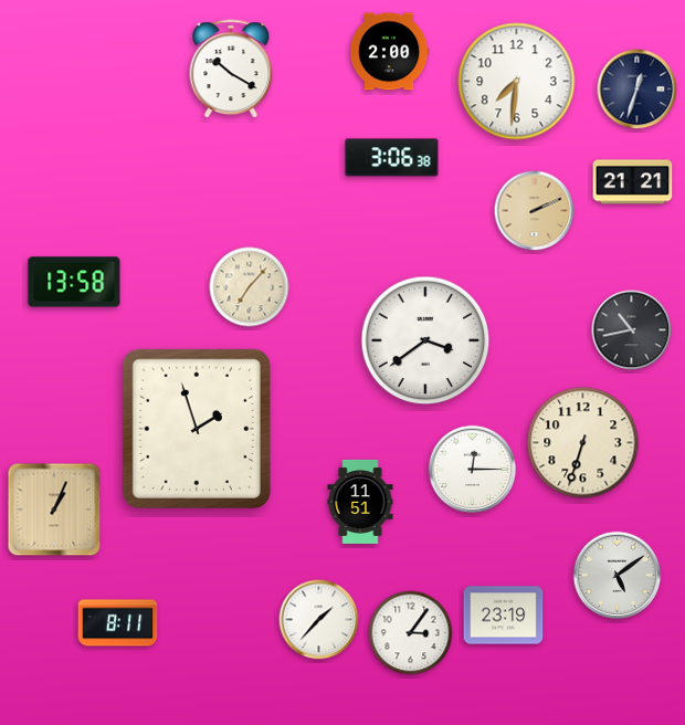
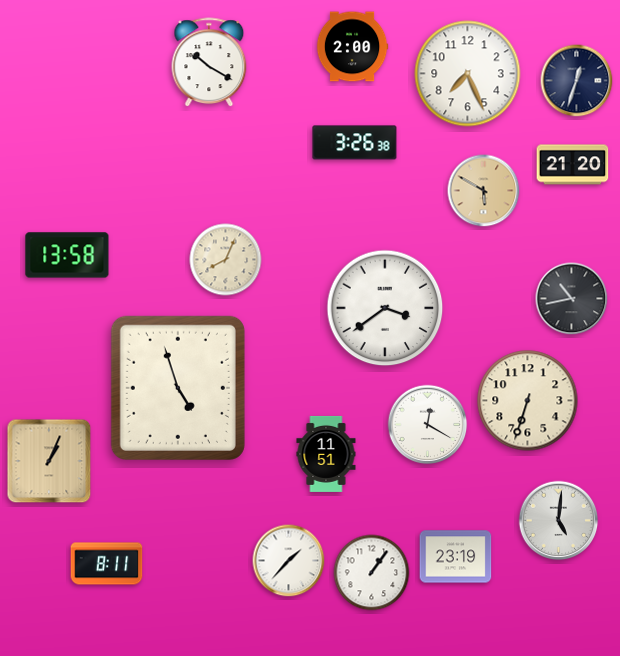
clock at (517, 82): 7:31 -> 7:26
clock at (392, 158): 3:06 -> 3:26
clock at (633, 182): 21:21 -> 21:20
clock at (535, 211): 2:11 -> 5:50
clock at (250, 287): 7:07 -> 8:04
clock at (197, 429): 1:57 -> 4:57
clock at (473, 470): 12:15 -> 12:20
clock at (618, 576): 5:09 -> 5:01
clock at (411, 633): 3:06 -> 1:06
